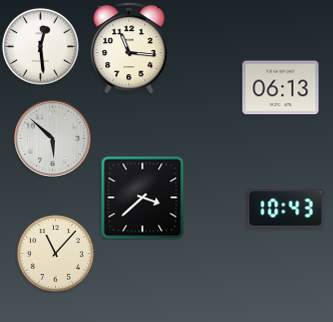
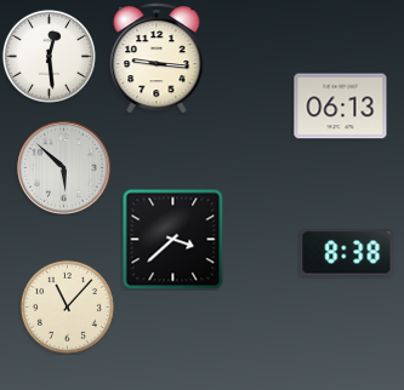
clock at (129, 48): 11:16 -> 9:16
clock at (286, 209): 10:43 -> 8:38
